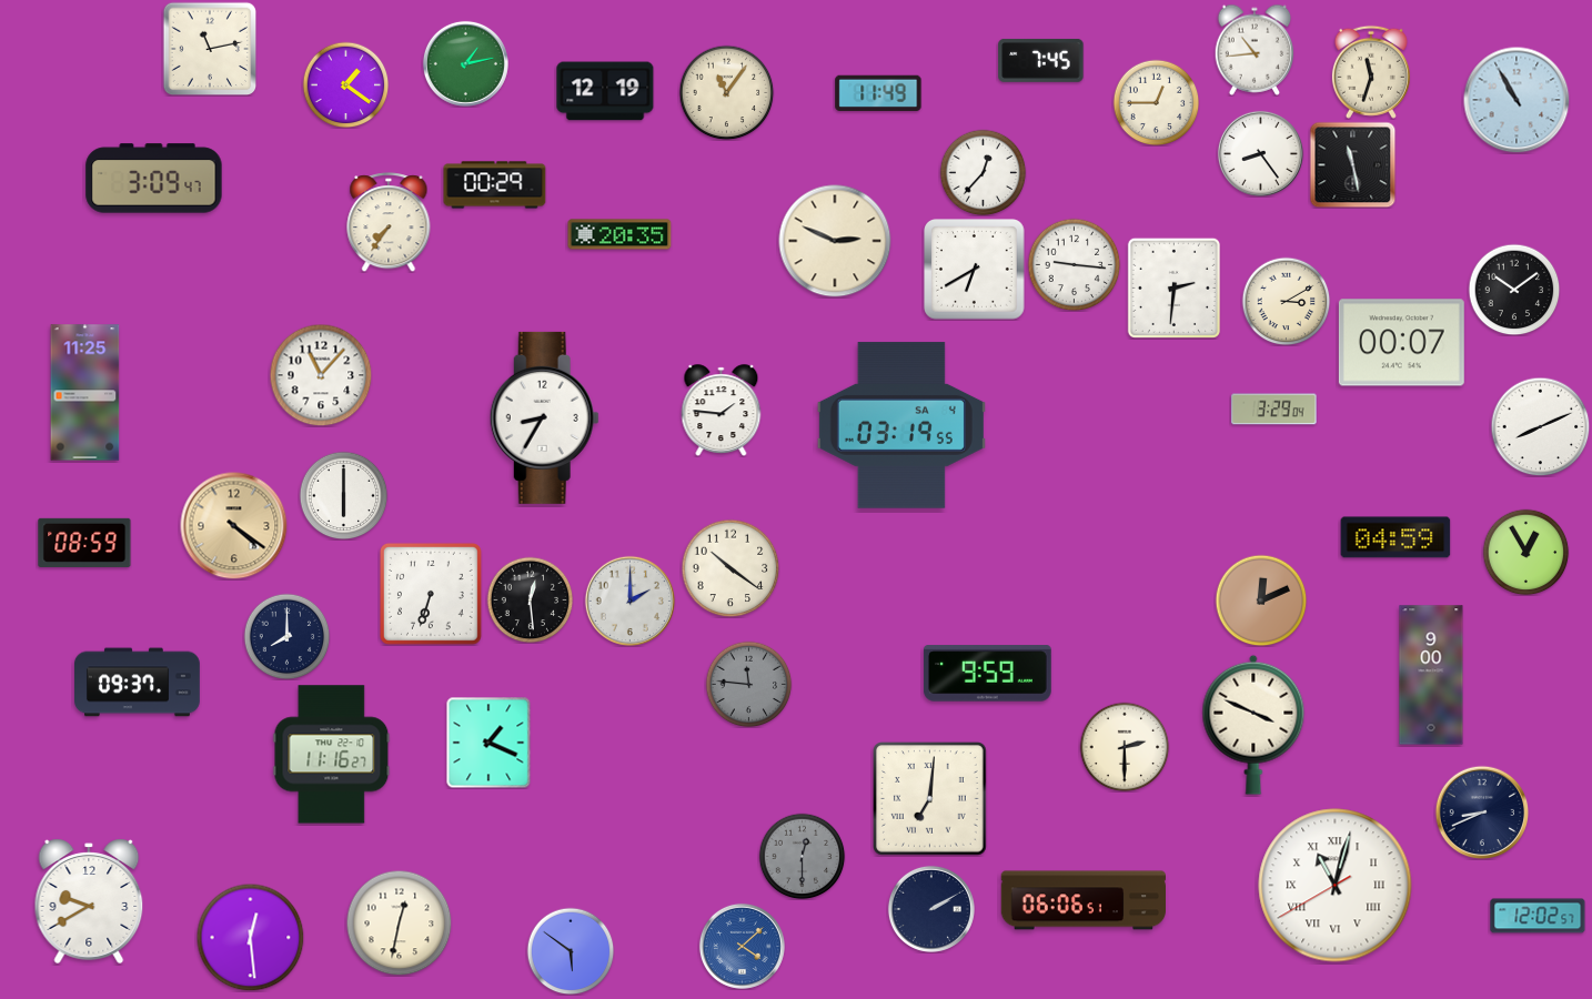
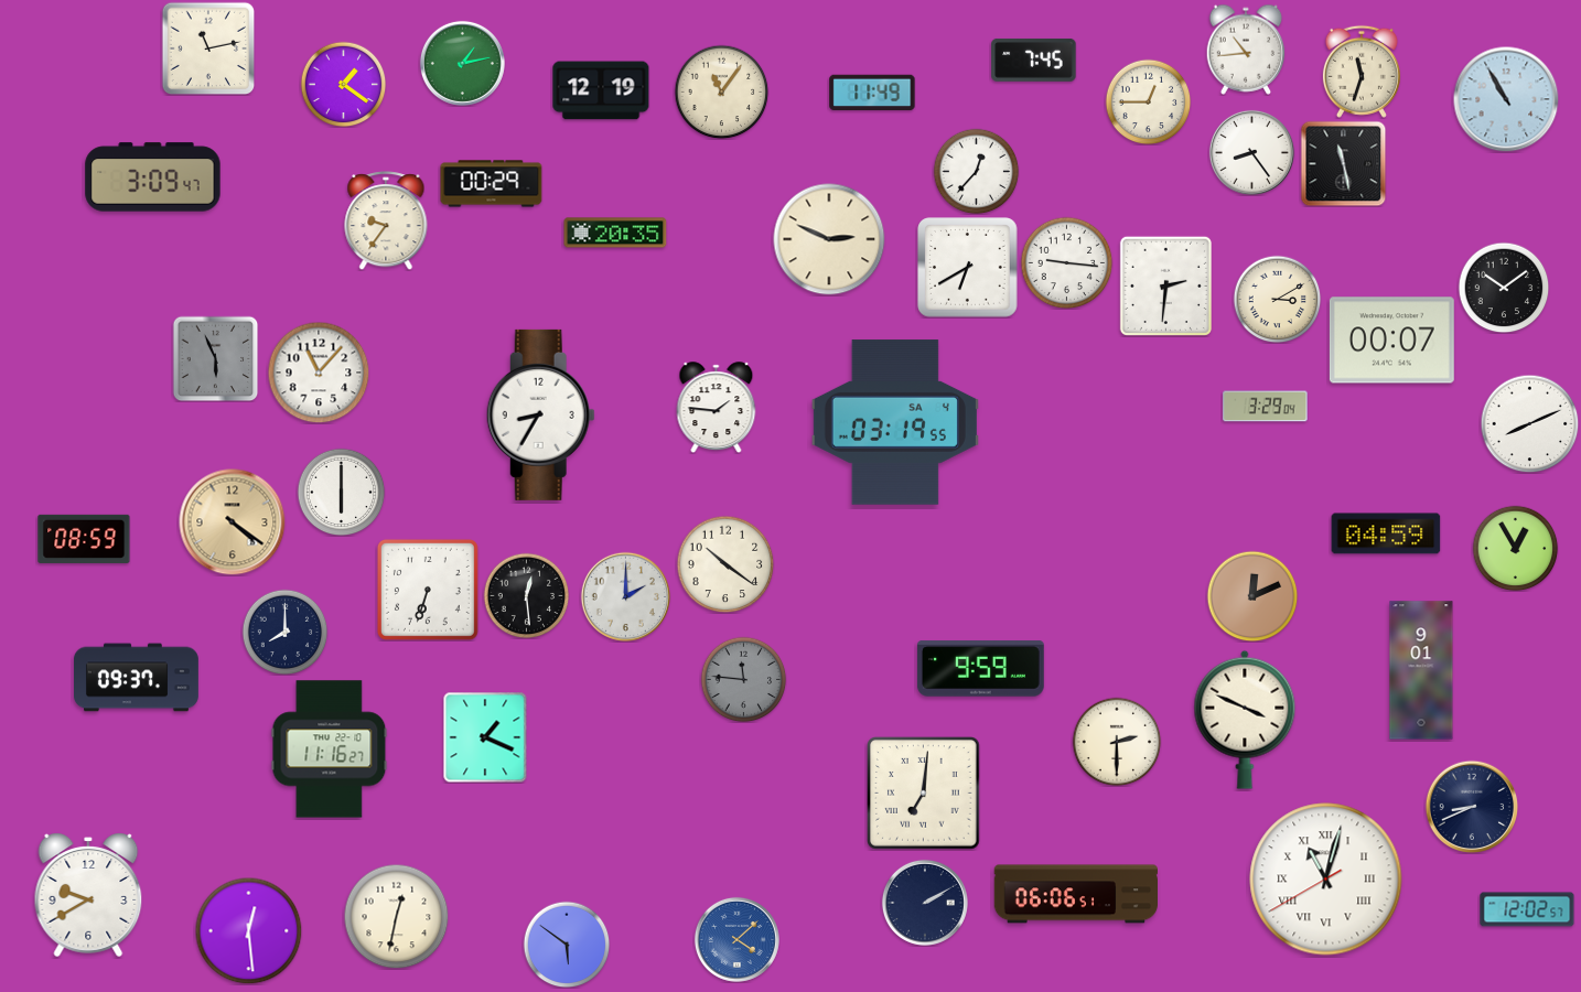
clock at (389, 222): 7:36 -> 9:36
clock at (215, 358): none -> 5:56
clock at (85, 393): 11:25 -> none
clock at (1431, 675): 9:00 -> 9:01
clock at (802, 856): 12:30 -> none
